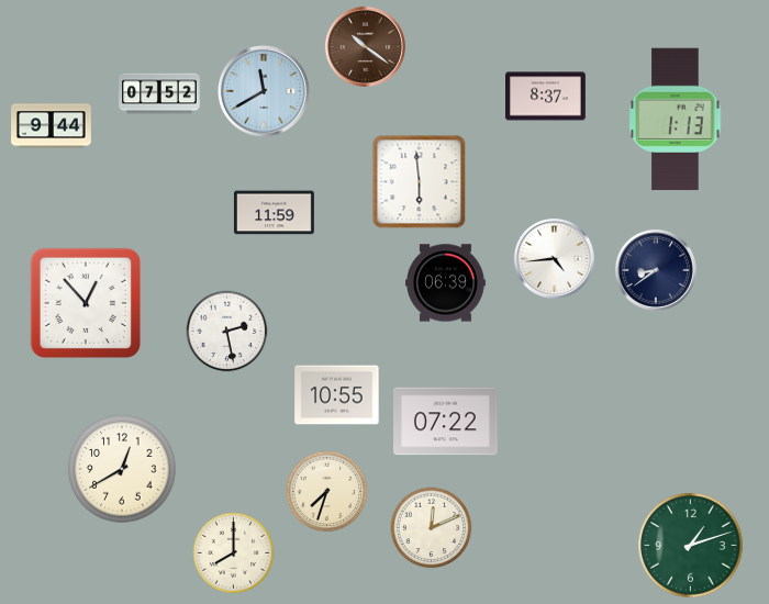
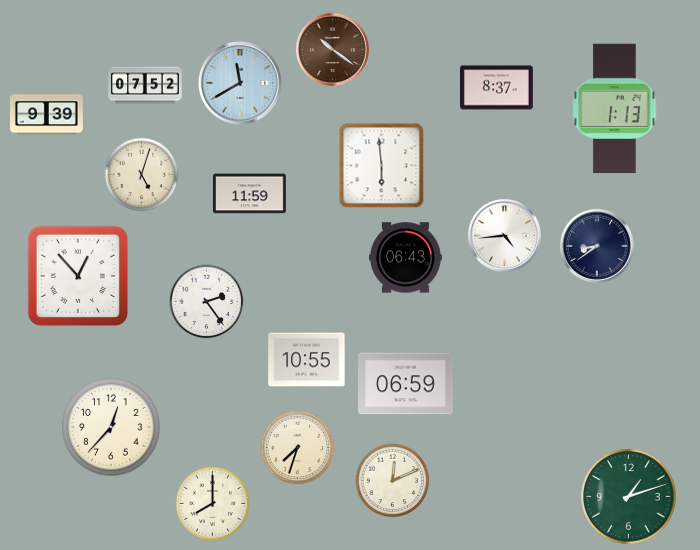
clock at (365, 46) position: (365, 46) -> (332, 49)
clock at (52, 126): 9:44 -> 9:39
clock at (142, 175): none -> 5:03
clock at (446, 283): 06:39 -> 06:43
clock at (227, 332): 2:28 -> 2:24
clock at (446, 422): 07:22 -> 06:59
clock at (122, 469): 12:40 -> 12:37
